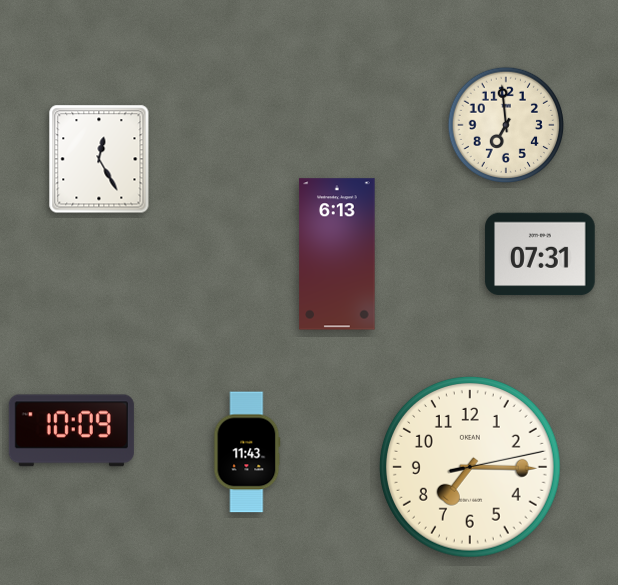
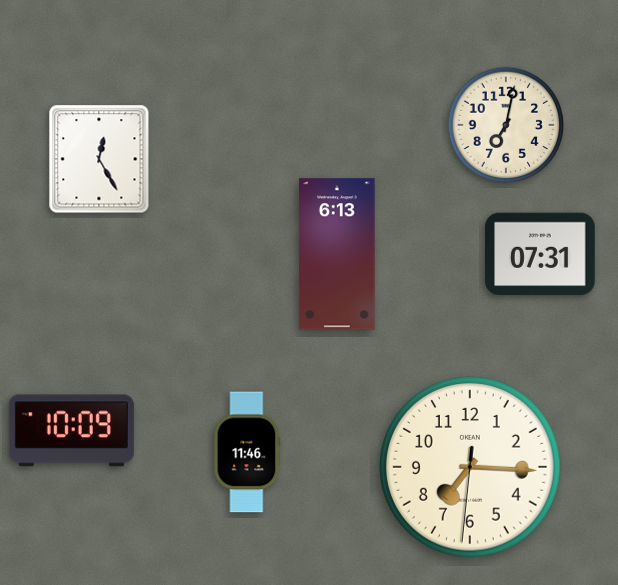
clock at (506, 125): 6:59 -> 7:02
clock at (247, 452): 11:43 -> 11:46
clock at (470, 467): 7:15:13 -> 7:15:31
